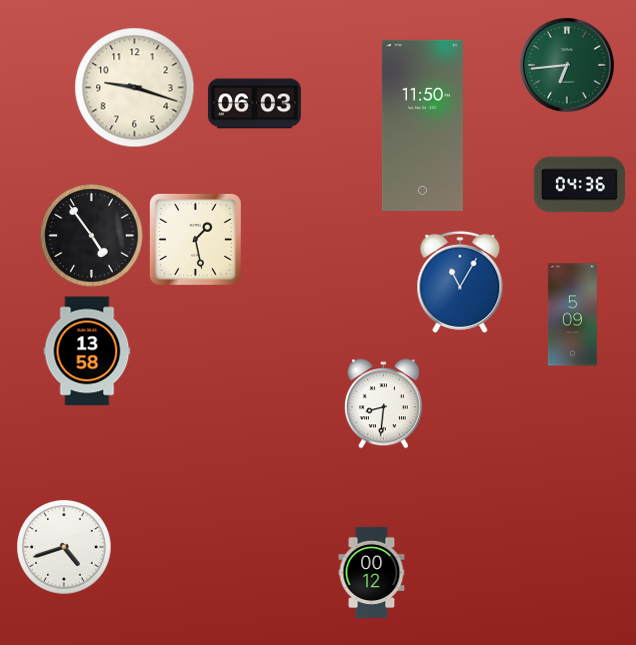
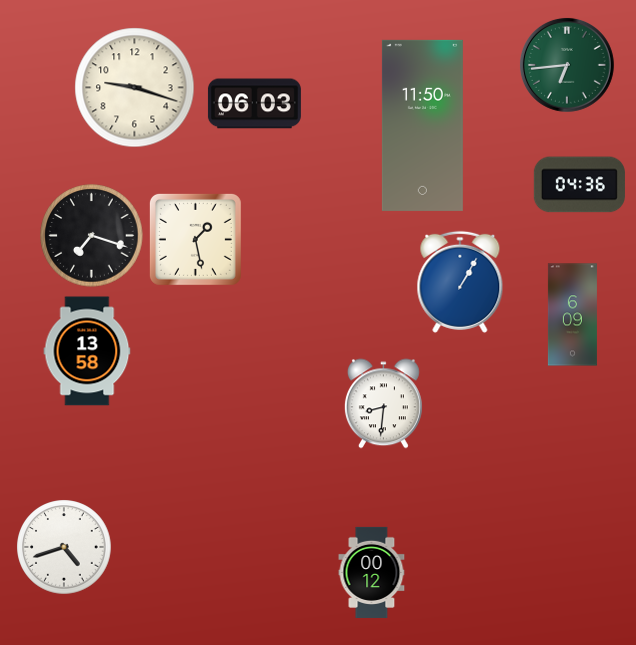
clock at (92, 236): 4:54 -> 7:18
clock at (460, 282): 11:05 -> 1:05
clock at (572, 315): 5:09 -> 6:09
